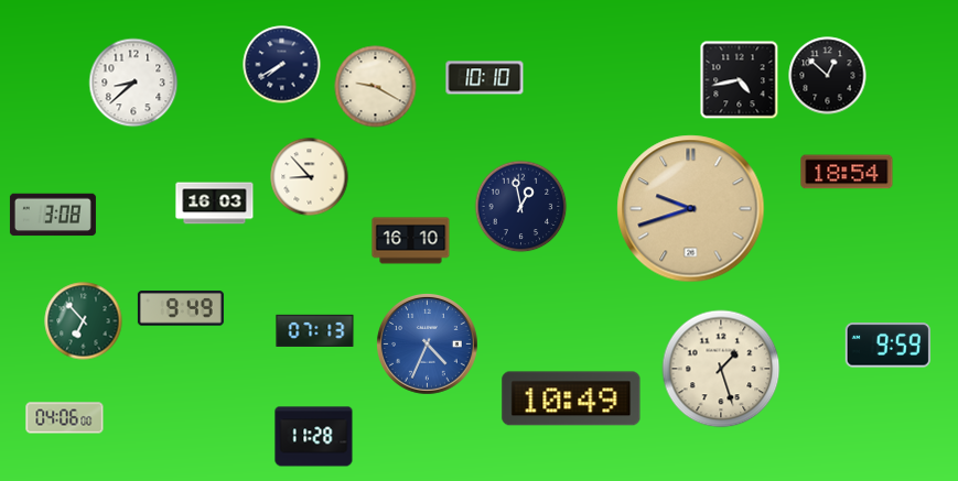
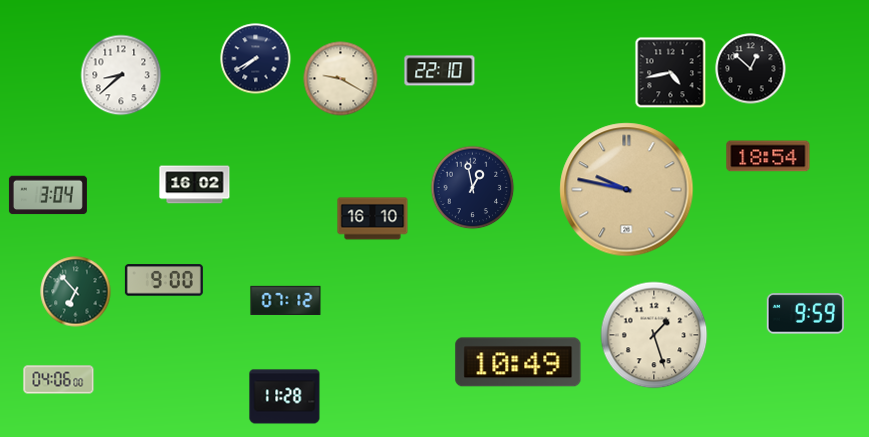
clock at (485, 78): 10:10 -> 22:10
clock at (310, 177): 8:53 -> none
clock at (215, 204): 16:03 -> 16:02
clock at (691, 209): 9:42 -> 9:47
clock at (53, 215): 3:08 -> 3:04
clock at (181, 308): 9:49 -> 9:00
clock at (315, 330): 07:13 -> 07:12
clock at (428, 345): 4:34 -> none
